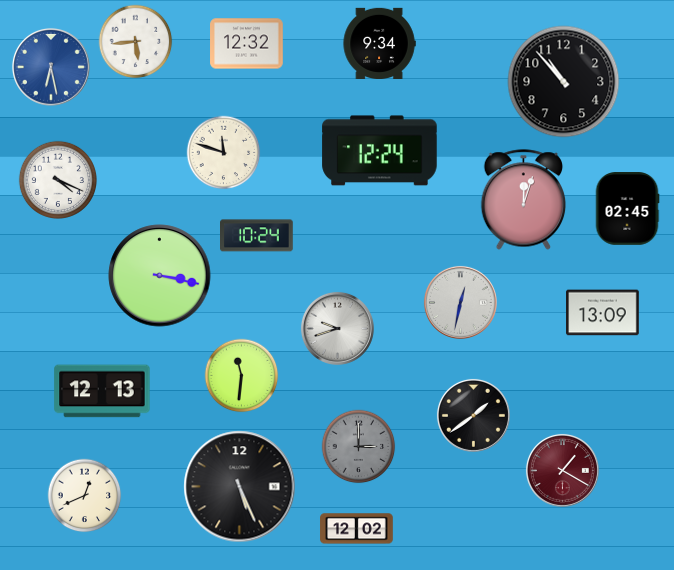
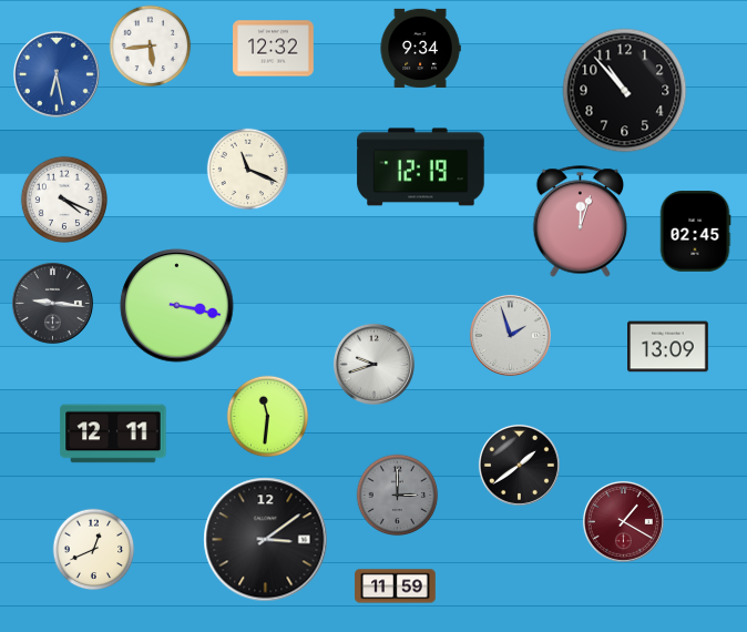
clock at (380, 151): 12:24 -> 12:19
clock at (224, 153): 11:48 -> 11:19
clock at (257, 236): 10:24 -> none
clock at (52, 303): none -> 9:16
clock at (460, 302): 12:32 -> 1:57
clock at (102, 391): 12:13 -> 12:11
clock at (473, 415) position: (473, 415) -> (519, 465)
clock at (240, 487): 5:26 -> 3:09
clock at (357, 529): 12:02 -> 11:59
